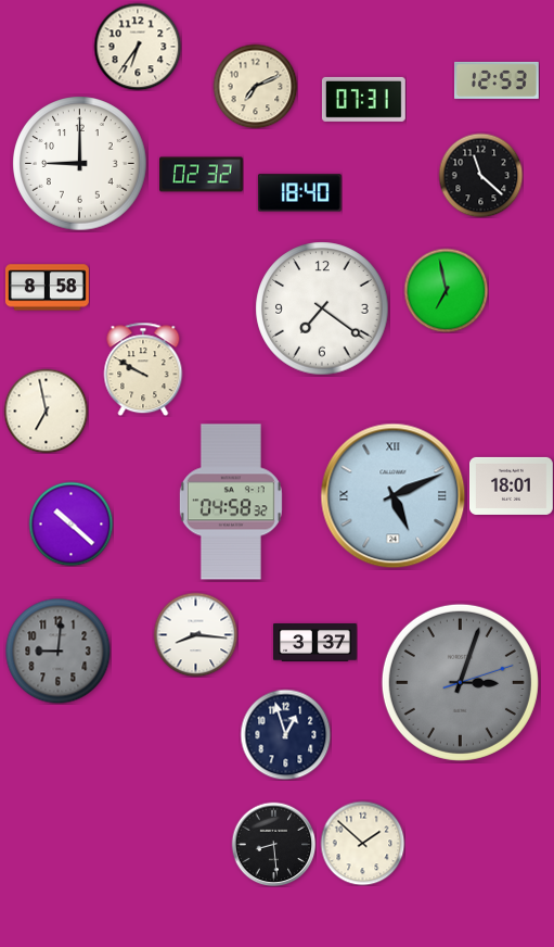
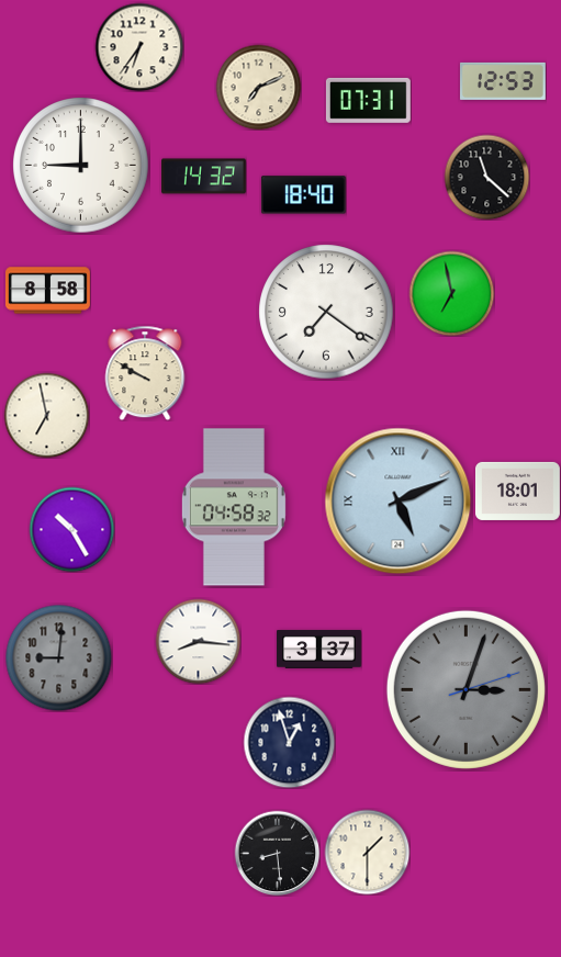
clock at (202, 175): 02:32 -> 14:32
clock at (70, 523): 10:22 -> 10:25
clock at (362, 843): 1:52 -> 1:30
